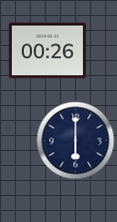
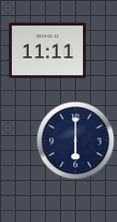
clock at (47, 51): 00:26 -> 11:11
